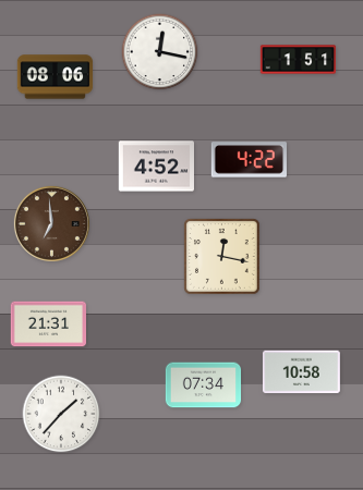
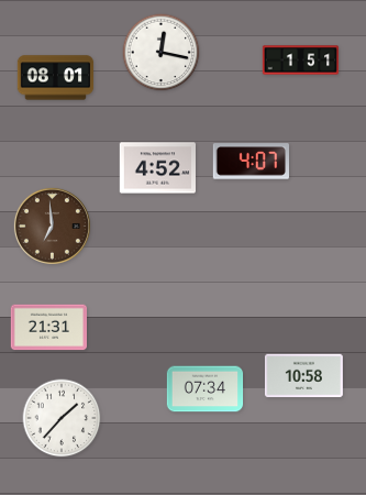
clock at (56, 77): 08:06 -> 08:01
clock at (249, 160): 4:22 -> 4:07
clock at (222, 257): 12:17 -> none
